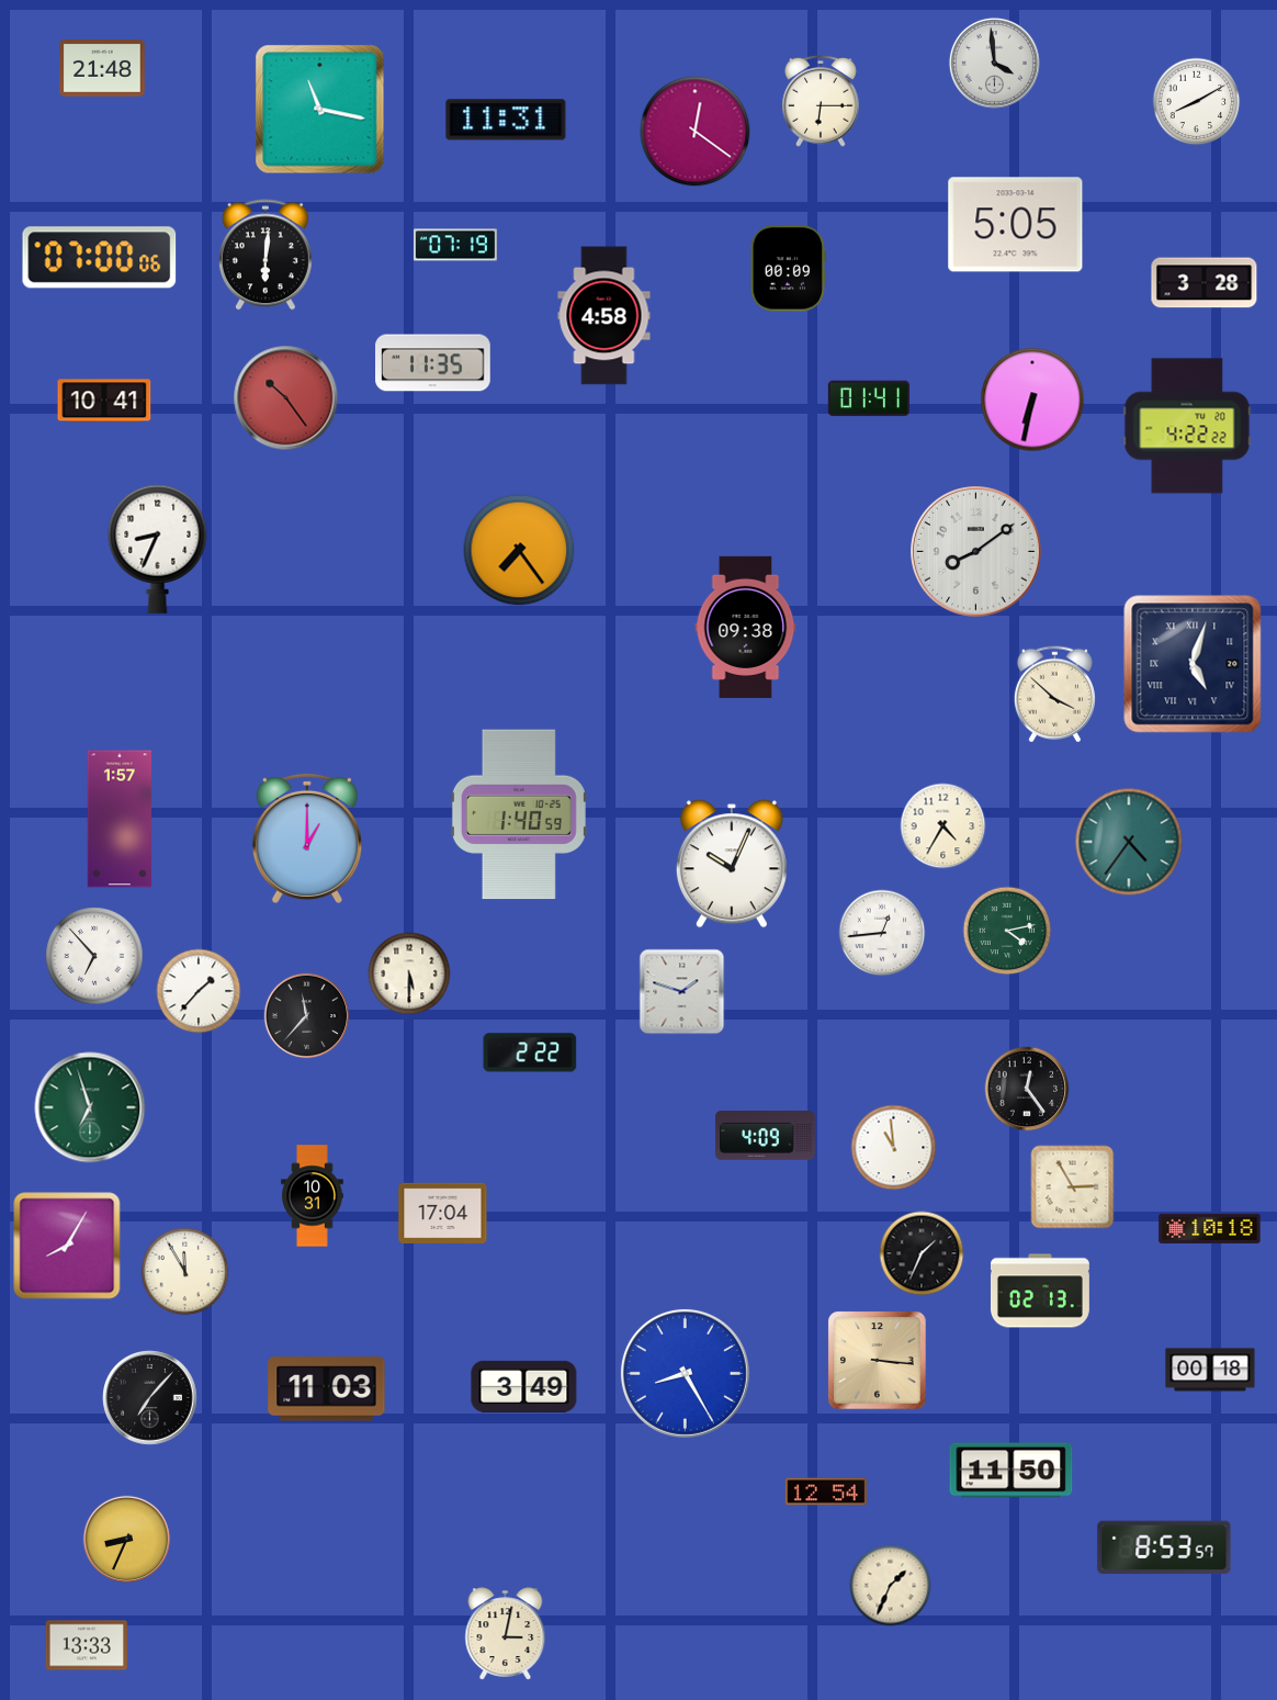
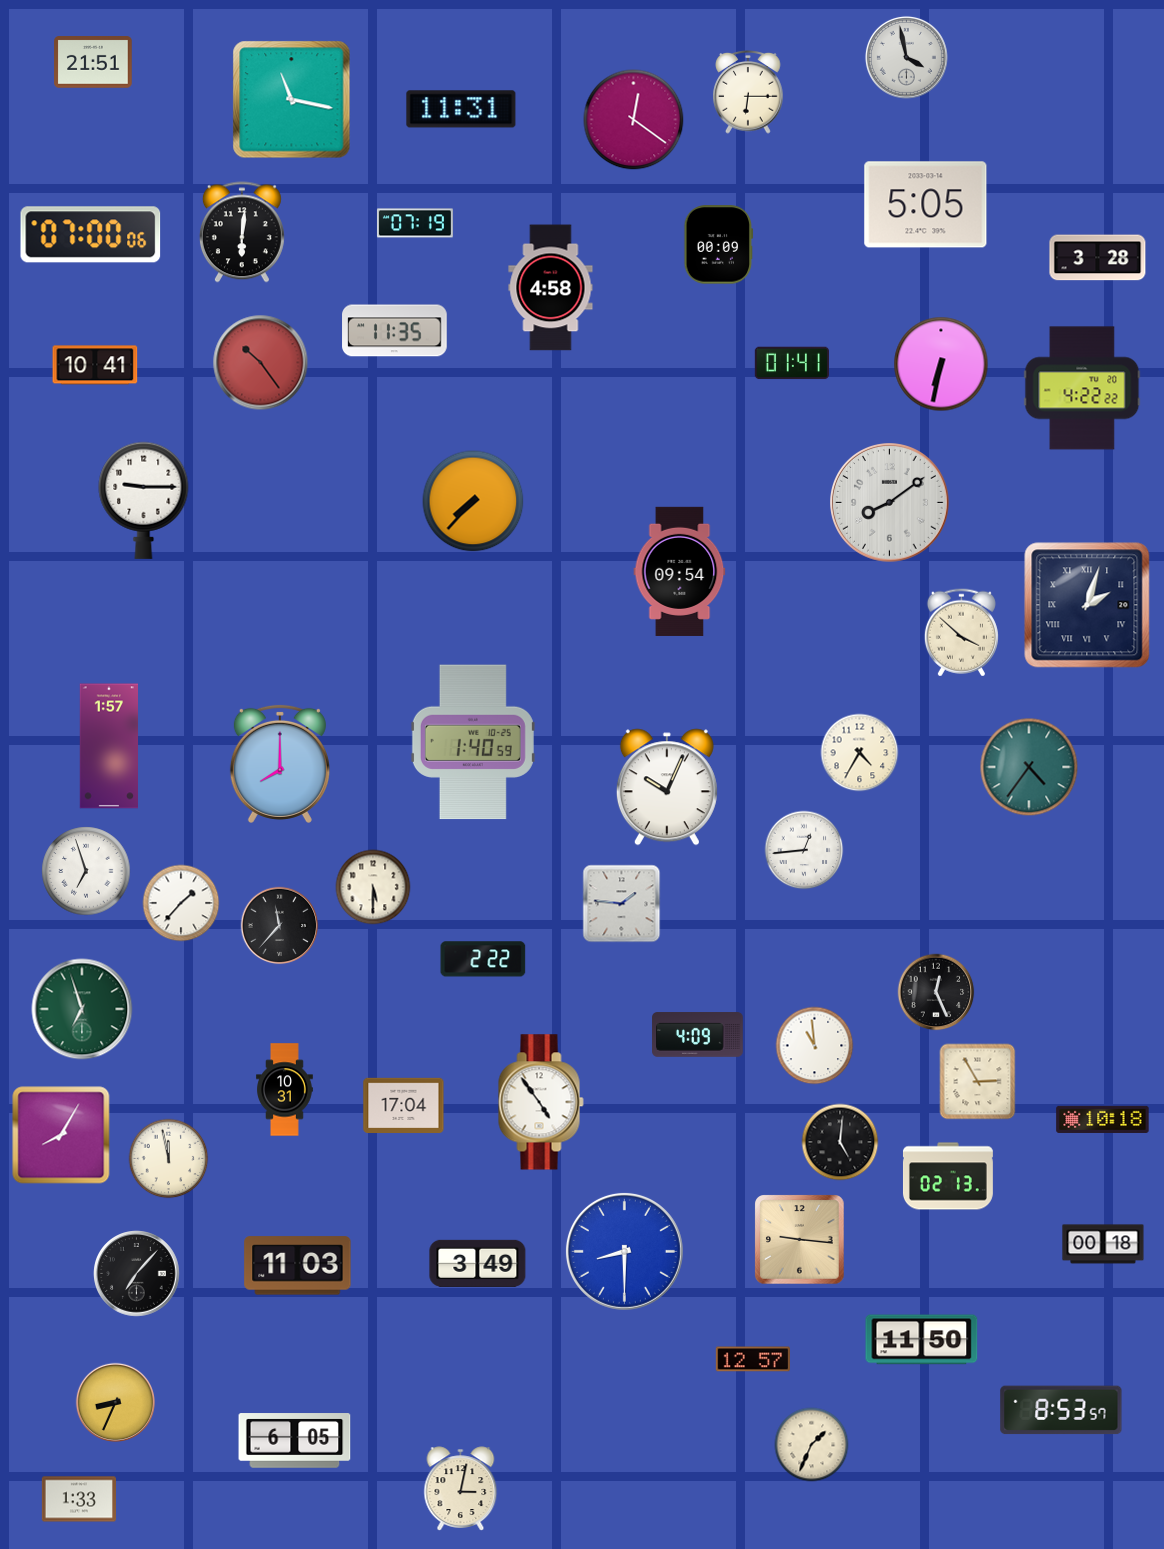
clock at (994, 63): 3:59 -> 3:58
clock at (102, 68): 21:48 -> 21:51
clock at (1197, 102): 8:10 -> none
clock at (158, 549): 8:34 -> 9:15
clock at (519, 550): 7:24 -> 7:37
clock at (746, 627): 09:38 -> 09:54
clock at (1193, 664): 5:03 -> 2:03
clock at (307, 838): 1:00 -> 8:00
clock at (1007, 931): 4:13 -> none
clock at (94, 956): 6:53 -> 6:57
clock at (682, 992): 1:48 -> 1:46
clock at (1027, 1089): 12:24 -> 12:26
clock at (541, 1102): none -> 4:54
clock at (922, 1253): 1:34 -> 5:01
clock at (185, 1272): 11:55 -> 11:58
clock at (878, 1361): 3:16 -> 9:16
clock at (1210, 1370) position: (1210, 1370) -> (1103, 1244)
clock at (685, 1373): 8:25 -> 8:30
clock at (825, 1491): 12:54 -> 12:57
clock at (295, 1441): none -> 6:05
clock at (86, 1645): 13:33 -> 1:33
